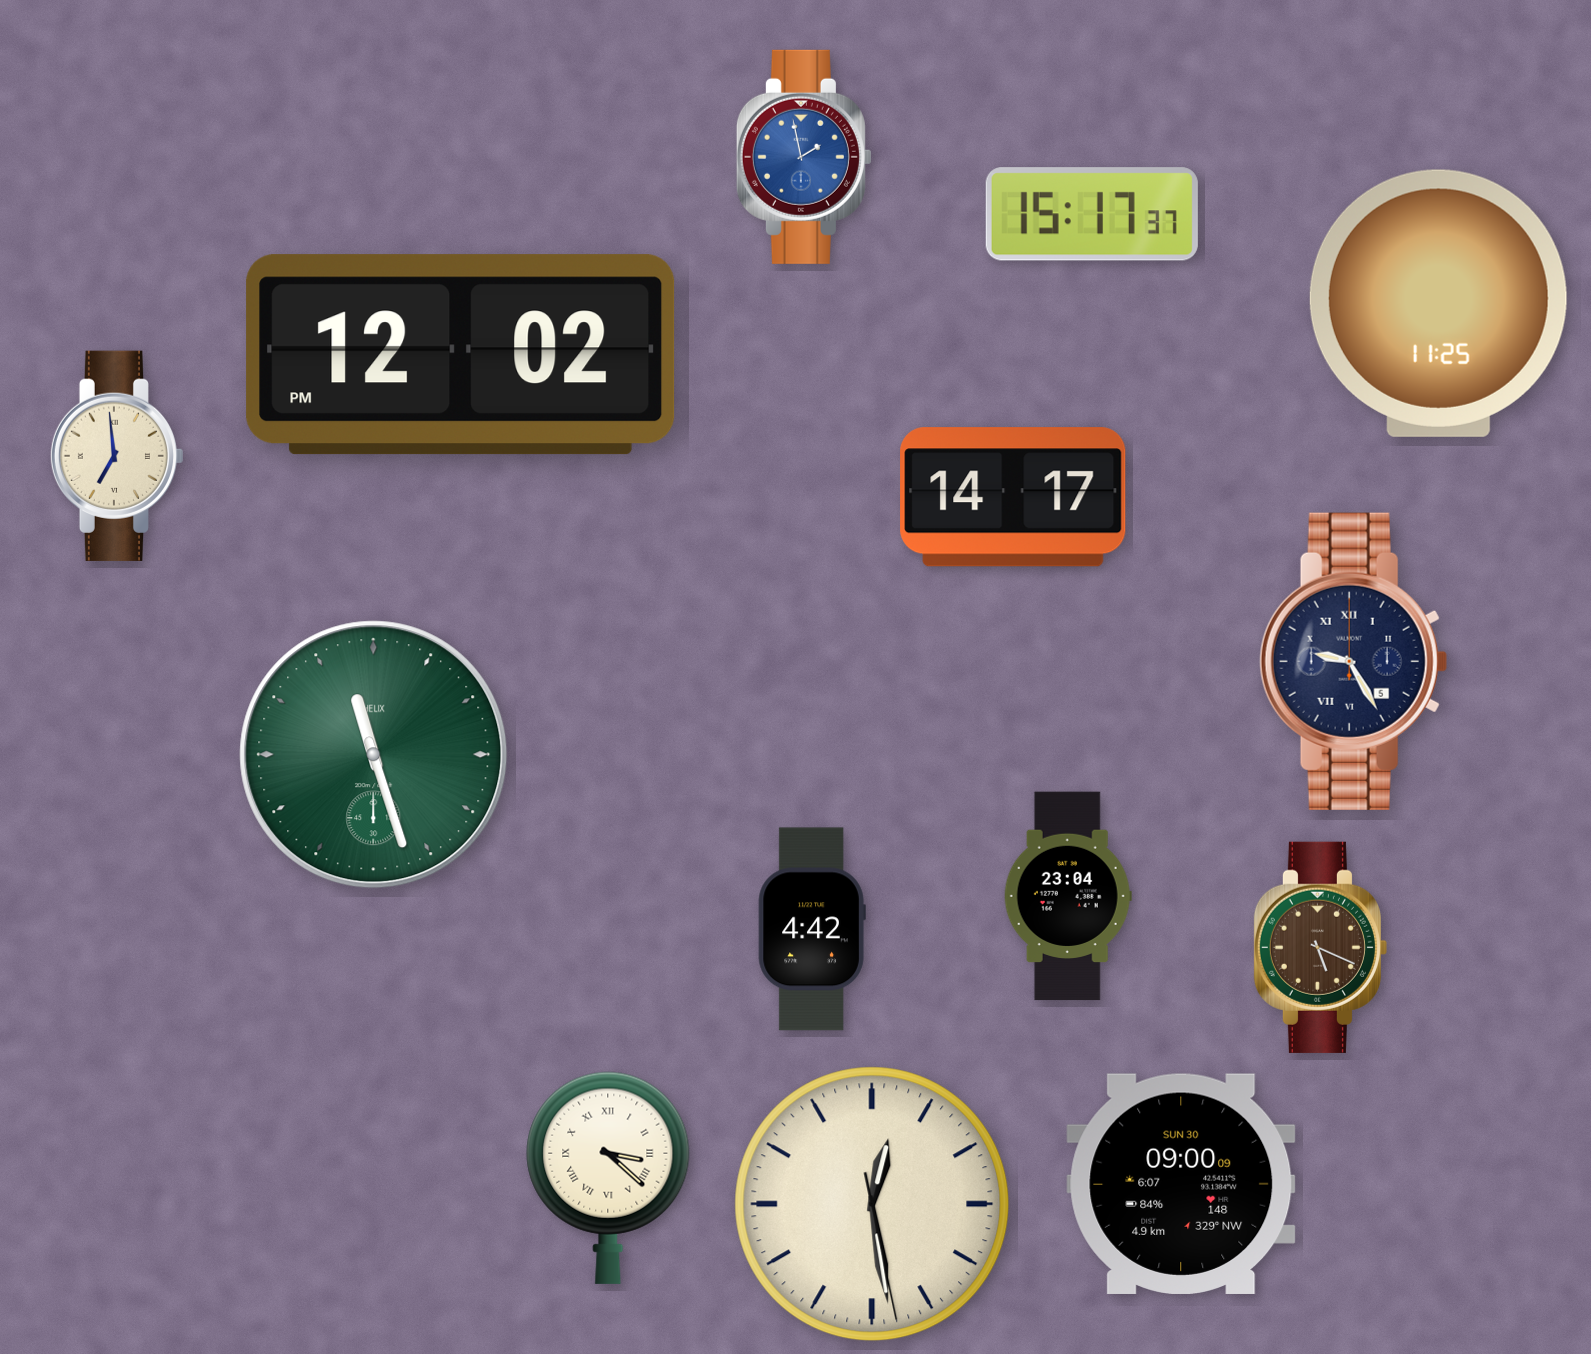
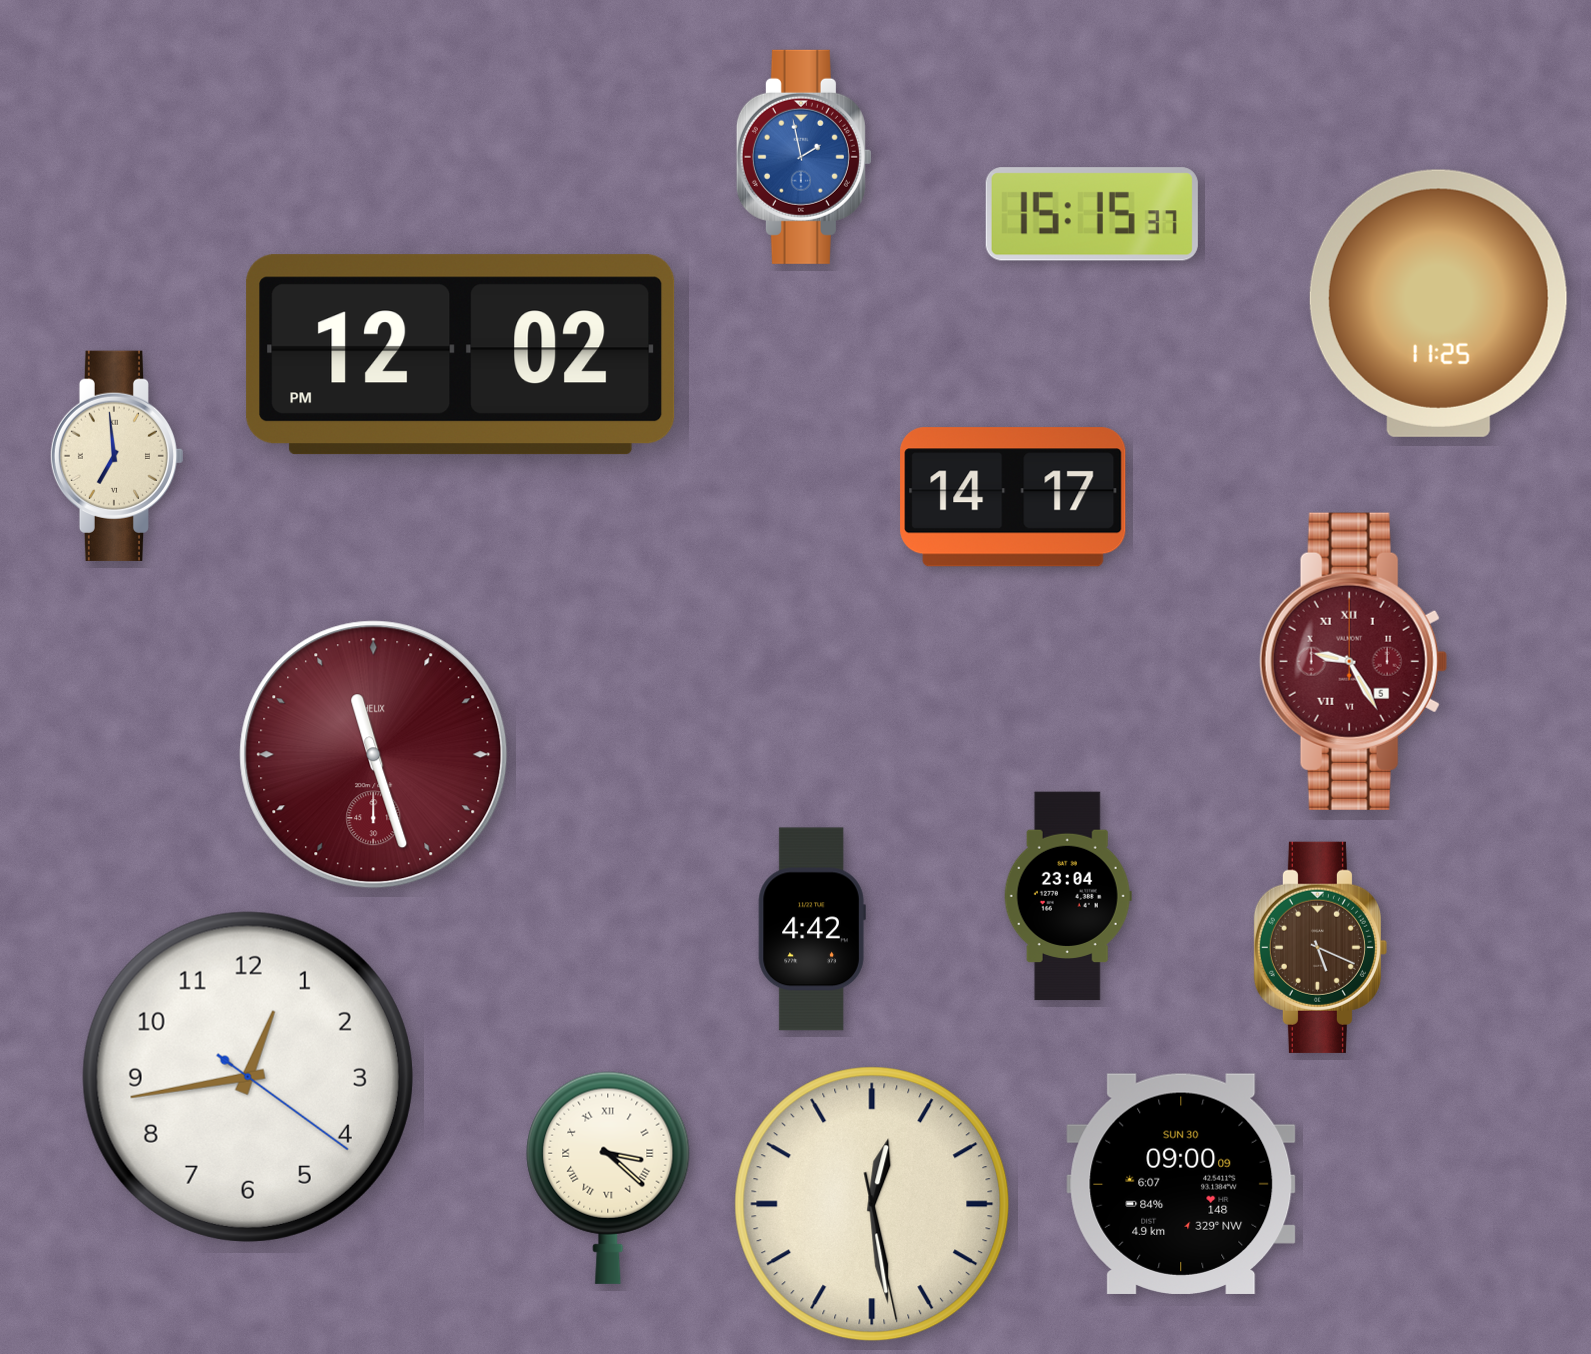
clock at (1092, 214): 15:17 -> 15:15
clock at (1353, 661) dial: navy -> burgundy
clock at (374, 755) dial: green -> burgundy
clock at (248, 1077): none -> 12:43
